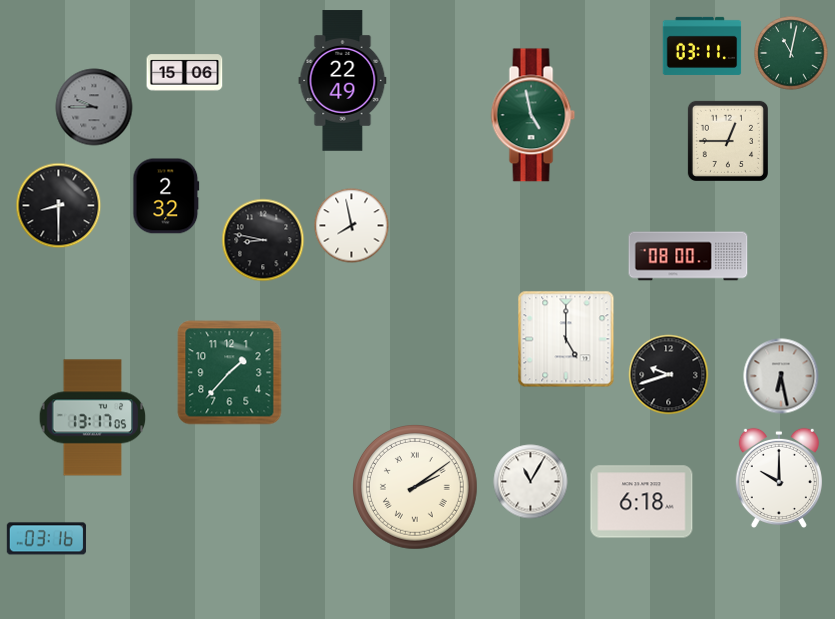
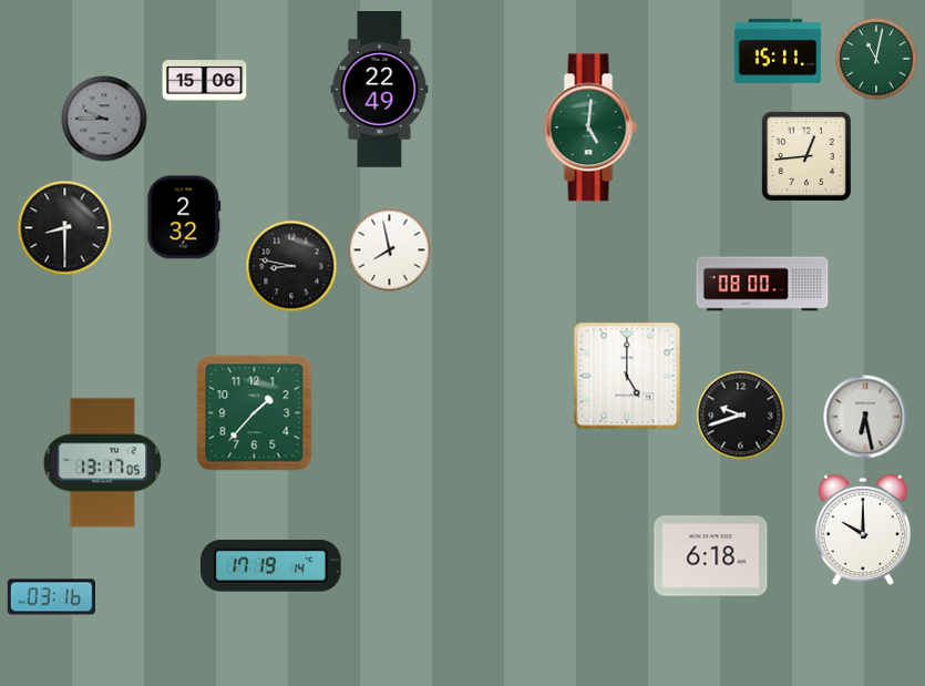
clock at (702, 46): 03:11 -> 15:11
clock at (533, 115): 4:58 -> 5:01
clock at (728, 141): 12:45 -> 12:44
clock at (531, 482): 11:05 -> none
clock at (416, 488): 2:09 -> none
clock at (271, 566): none -> 17:19
